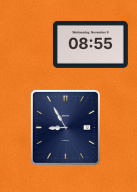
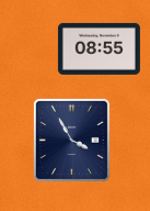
clock at (65, 127): 8:55 -> 3:55
